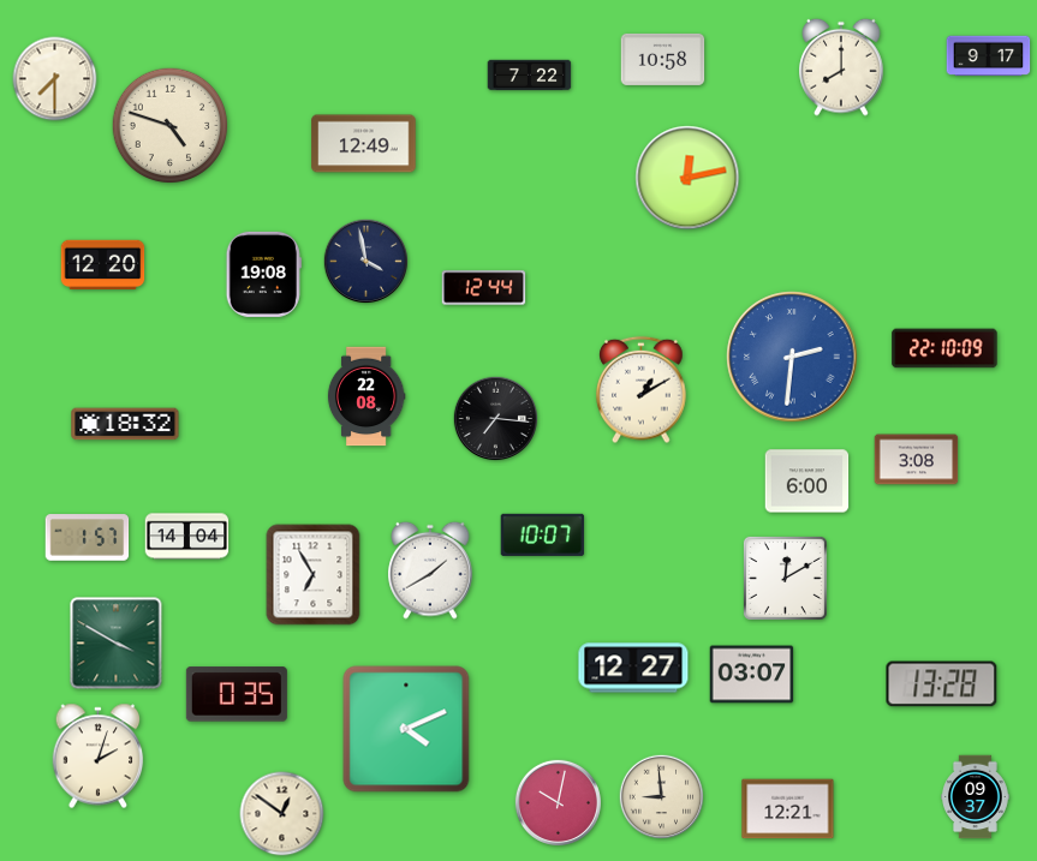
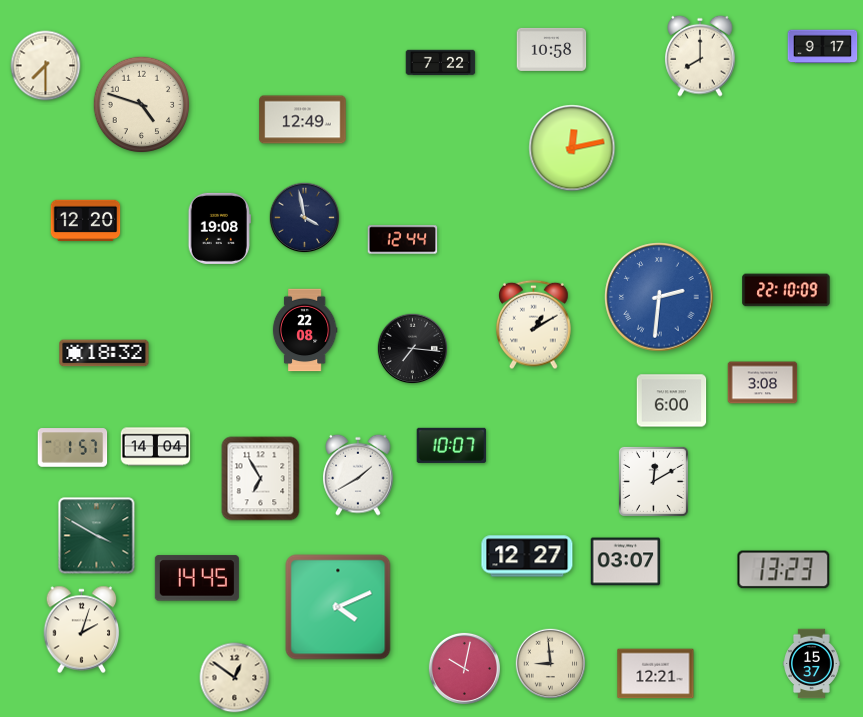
clock at (942, 684): 13:28 -> 13:23
clock at (237, 694): 0:35 -> 14:45
clock at (976, 797): 09:37 -> 15:37
